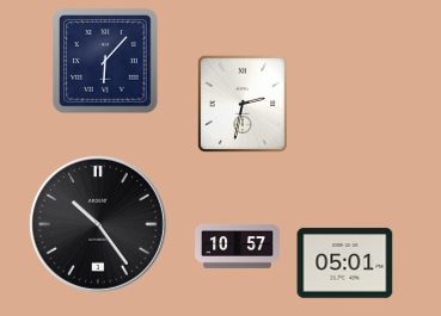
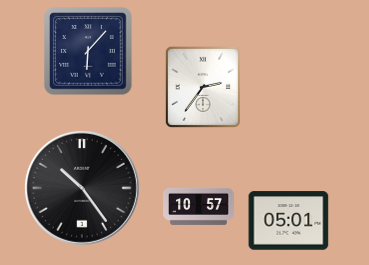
clock at (243, 104): 2:32 -> 2:36
